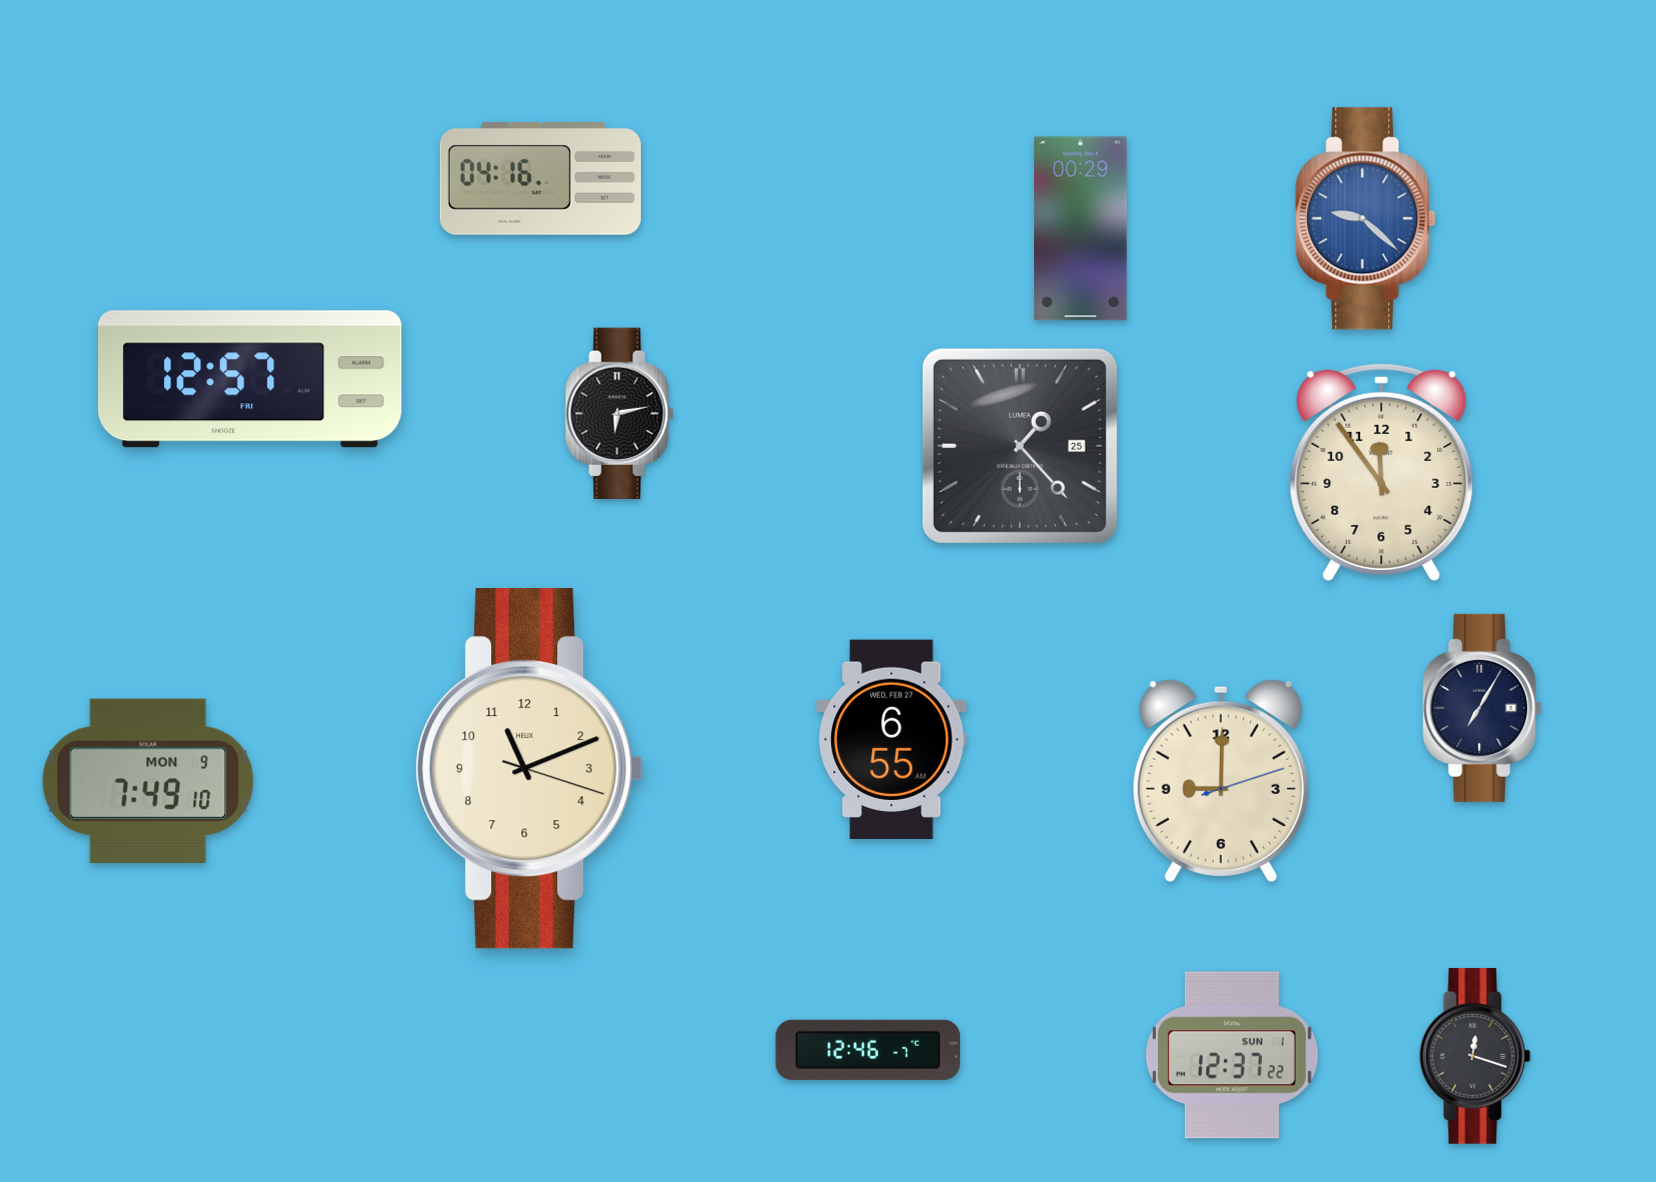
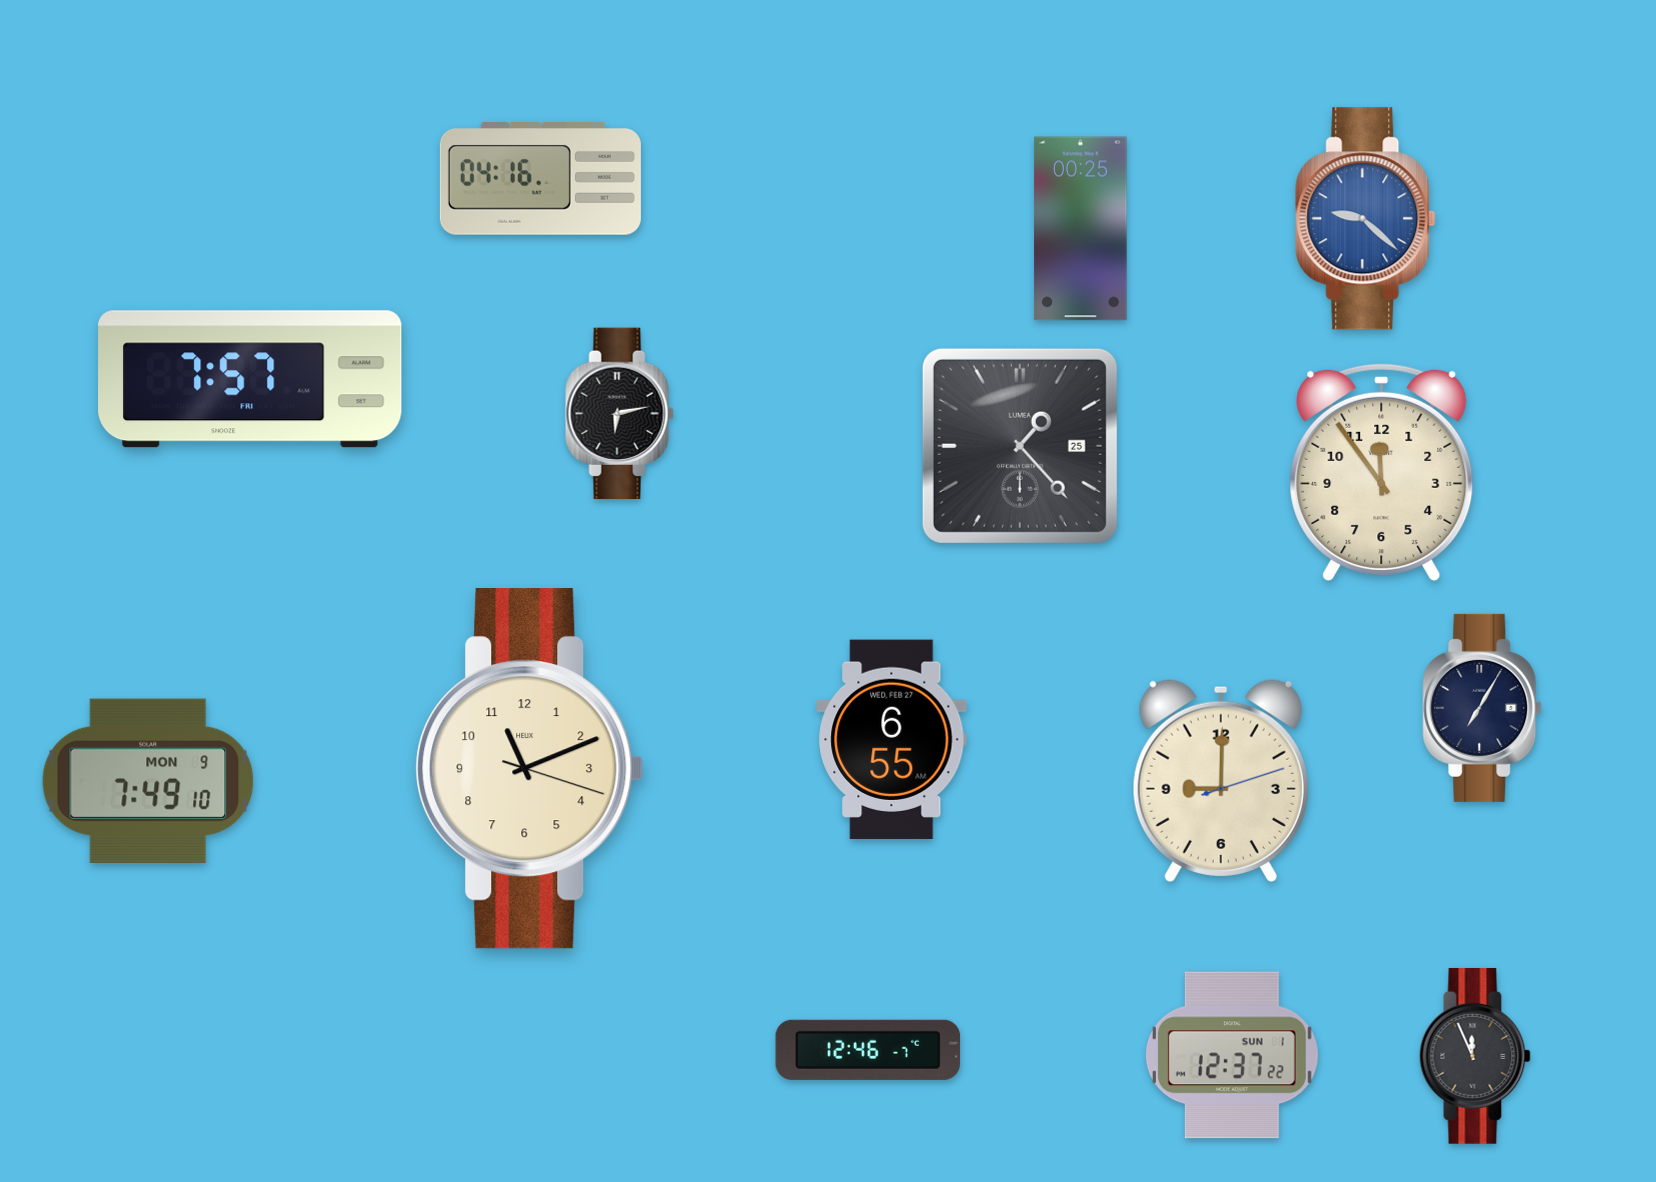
clock at (1081, 229): 00:29 -> 00:25
clock at (250, 379): 12:57 -> 7:57
clock at (1475, 1056): 12:18 -> 11:56
